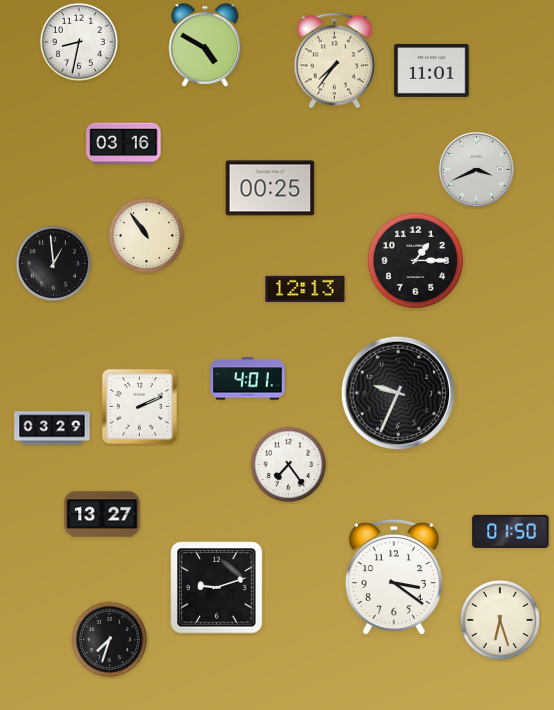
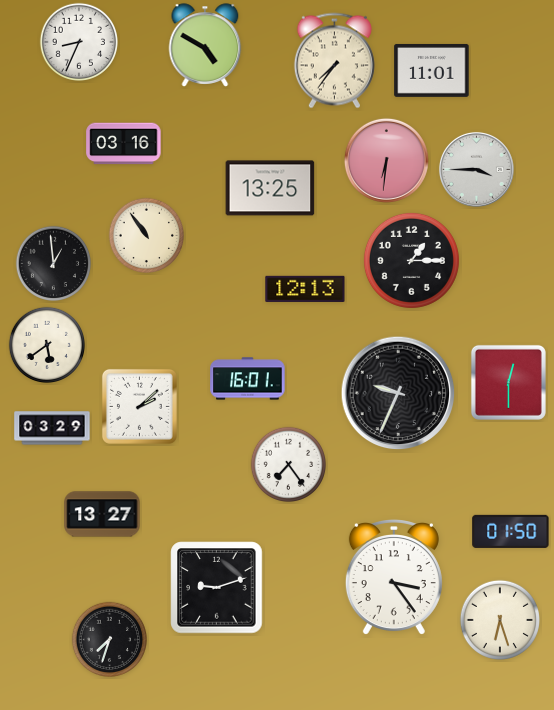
clock at (78, 41): 8:32 -> 8:34
clock at (386, 160): none -> 6:31
clock at (476, 169): 3:41 -> 3:45
clock at (270, 188): 00:25 -> 13:25
clock at (415, 260) position: (415, 260) -> (411, 260)
clock at (47, 345): none -> 5:39
clock at (248, 379): 4:01 -> 16:01
clock at (508, 382): none -> 12:30
clock at (139, 406): 2:11 -> 2:08
clock at (394, 577): 3:21 -> 3:24
